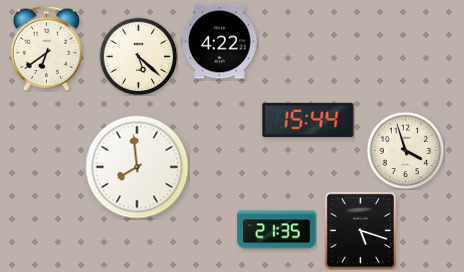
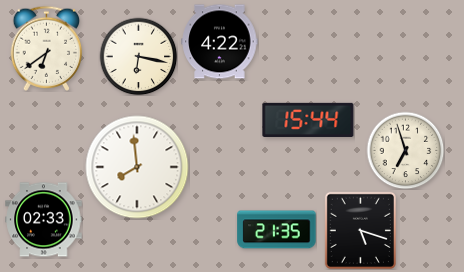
clock at (138, 56): 5:22 -> 6:17
clock at (405, 150): 3:57 -> 6:57
clock at (44, 220): none -> 02:33
